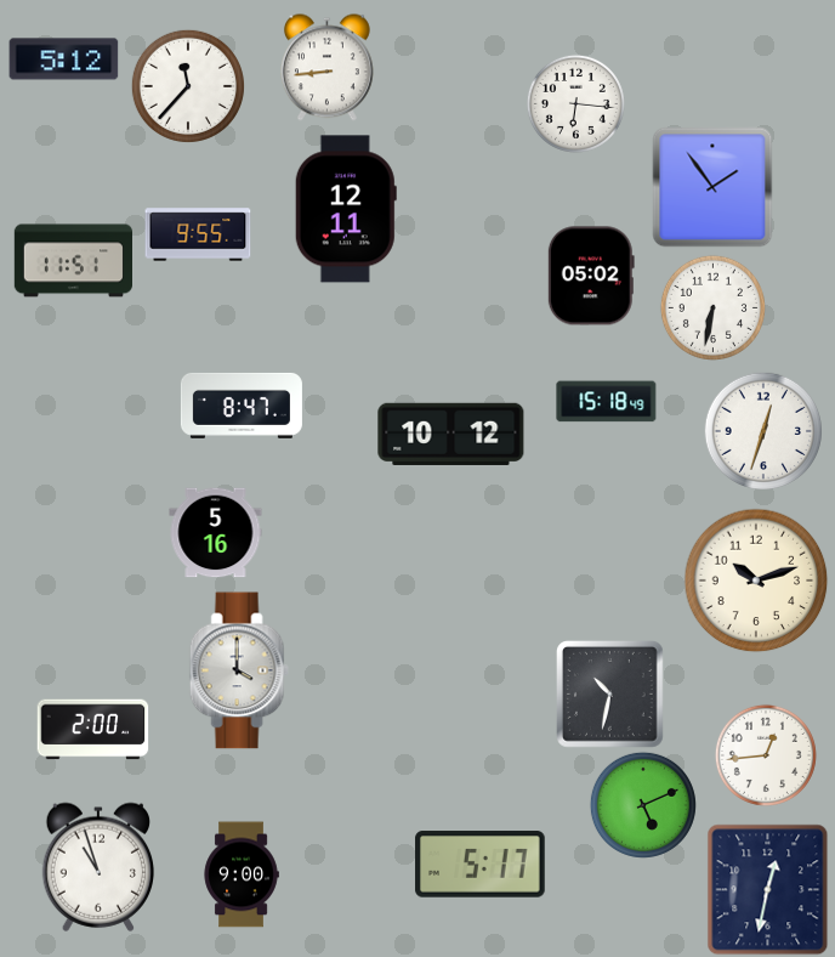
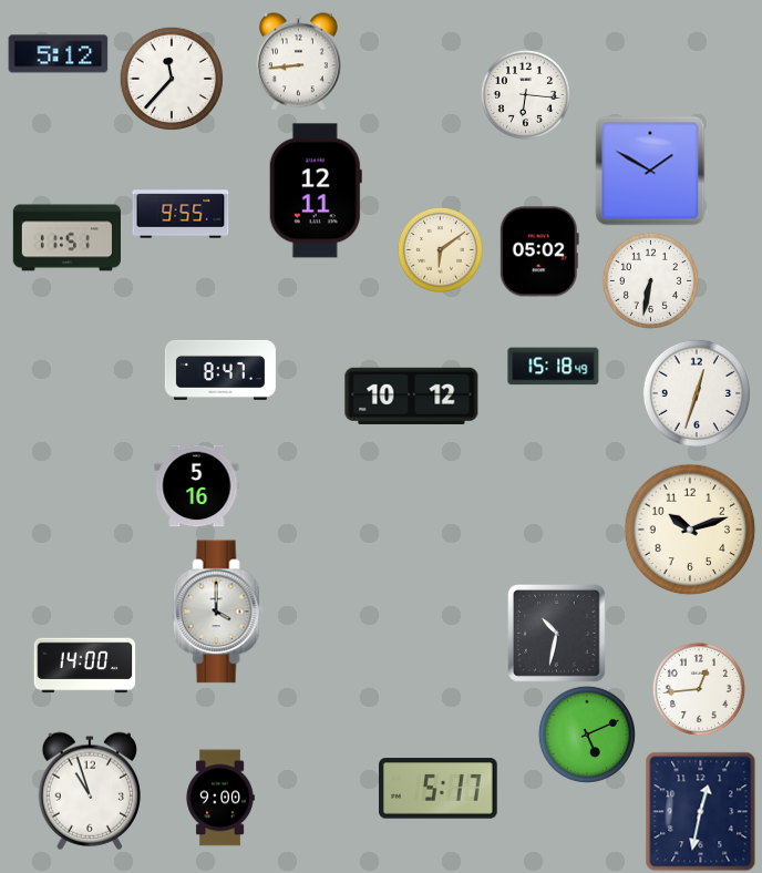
clock at (712, 187): 1:54 -> 1:50
clock at (440, 249): none -> 6:09
clock at (93, 730): 2:00 -> 14:00
